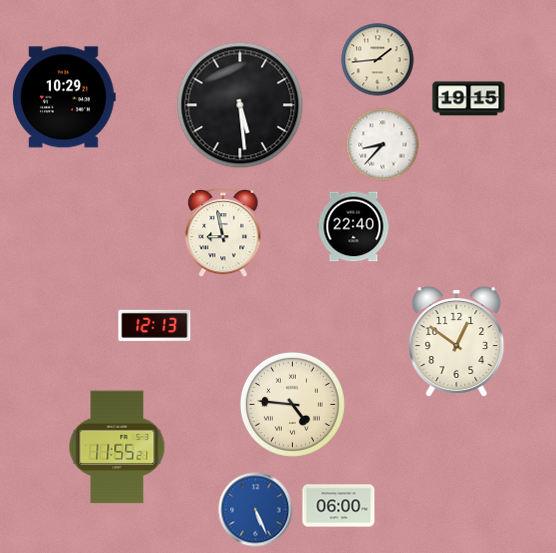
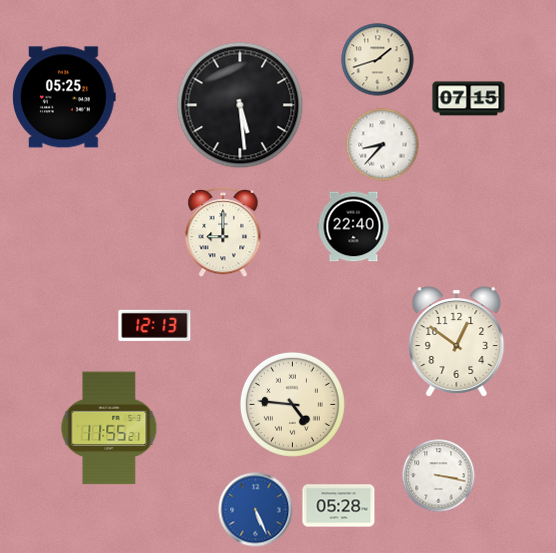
clock at (378, 60): 1:44 -> 1:42
clock at (64, 97): 10:29 -> 05:25
clock at (469, 99): 19:15 -> 07:15
clock at (223, 233): 8:58 -> 9:00
clock at (117, 447) position: (117, 447) -> (109, 428)
clock at (439, 476): none -> 3:17
clock at (339, 506): 06:00 -> 05:28
